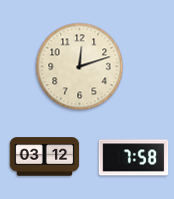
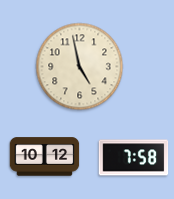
clock at (80, 67): 12:12 -> 4:58
clock at (45, 157): 03:12 -> 10:12
